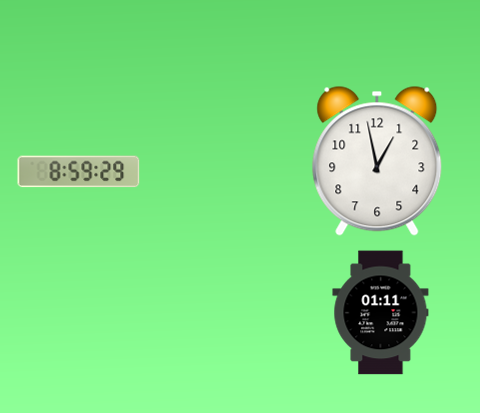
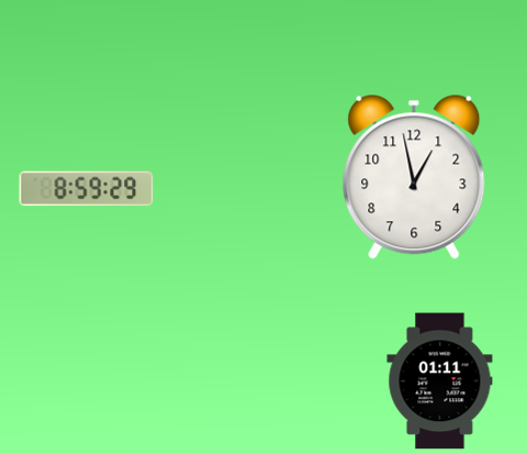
clock at (381, 313) position: (381, 313) -> (440, 381)
